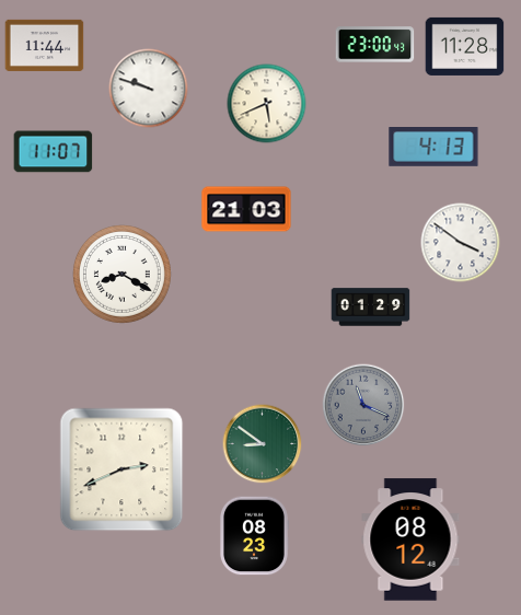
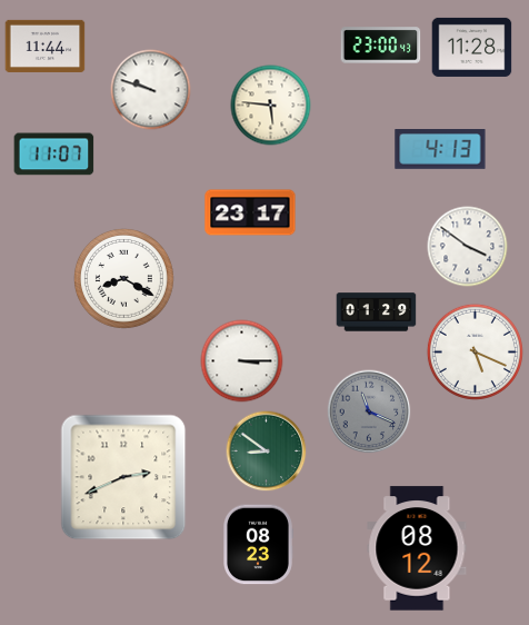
clock at (267, 104): 5:41 -> 5:46
clock at (246, 209): 21:03 -> 23:17
clock at (475, 351): none -> 5:19
clock at (242, 361): none -> 3:15
